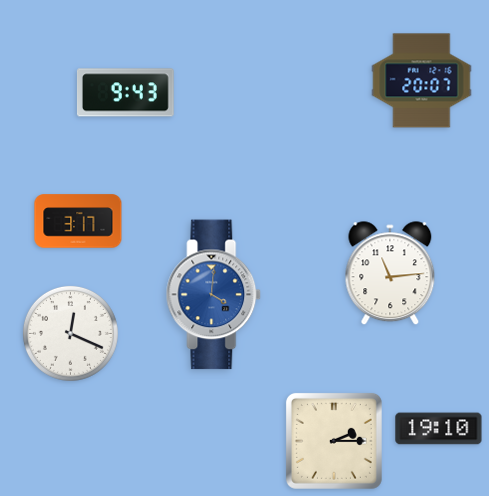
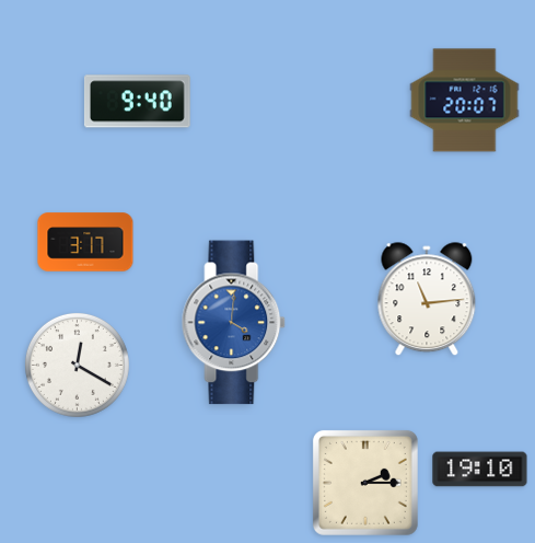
clock at (422, 81) position: (422, 81) -> (465, 101)
clock at (126, 93): 9:43 -> 9:40
clock at (70, 333): 12:19 -> 12:20
